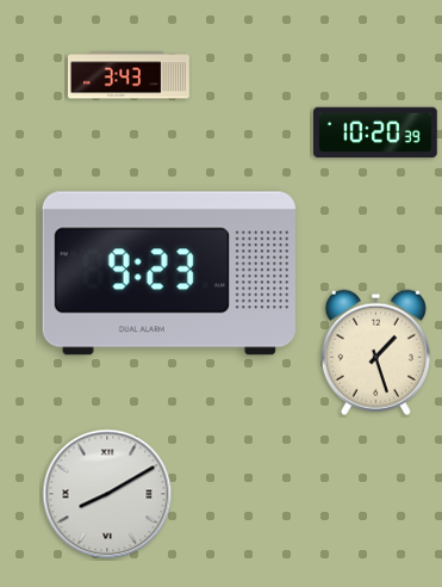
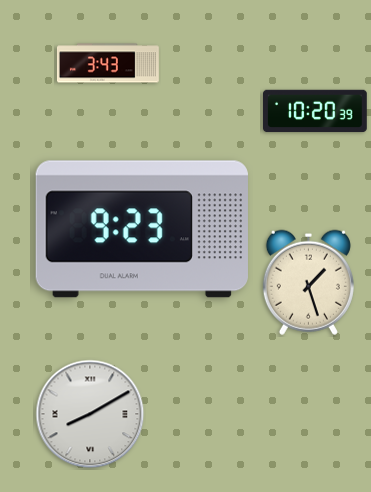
clock at (375, 352) position: (375, 352) -> (308, 282)
